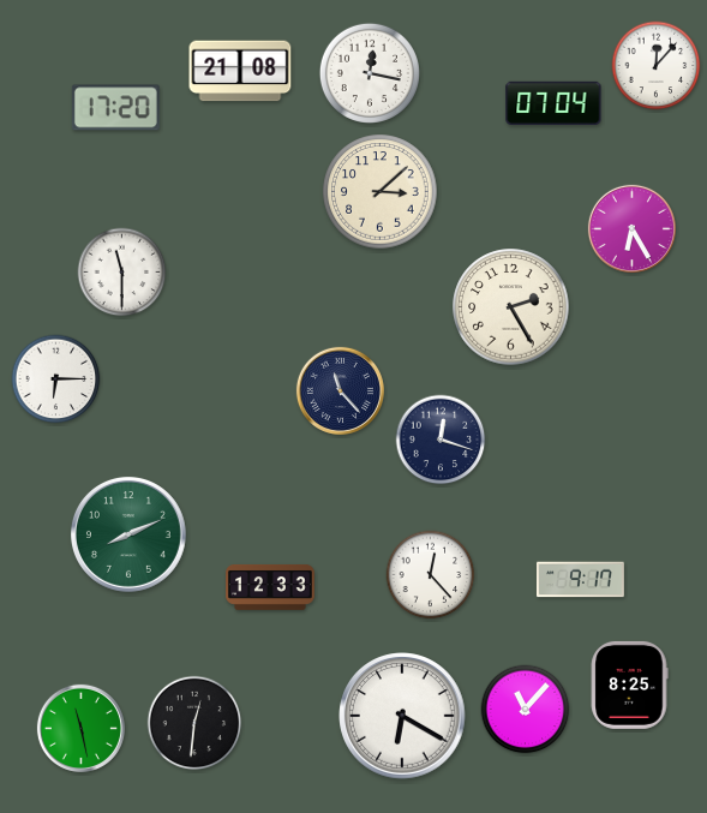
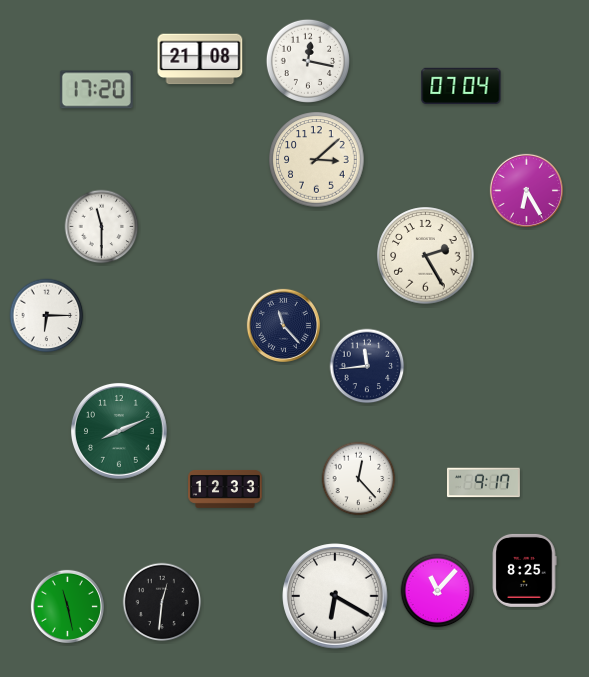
clock at (657, 66): 12:07 -> none
clock at (441, 440): 12:18 -> 11:44
clock at (130, 534) position: (130, 534) -> (120, 431)
